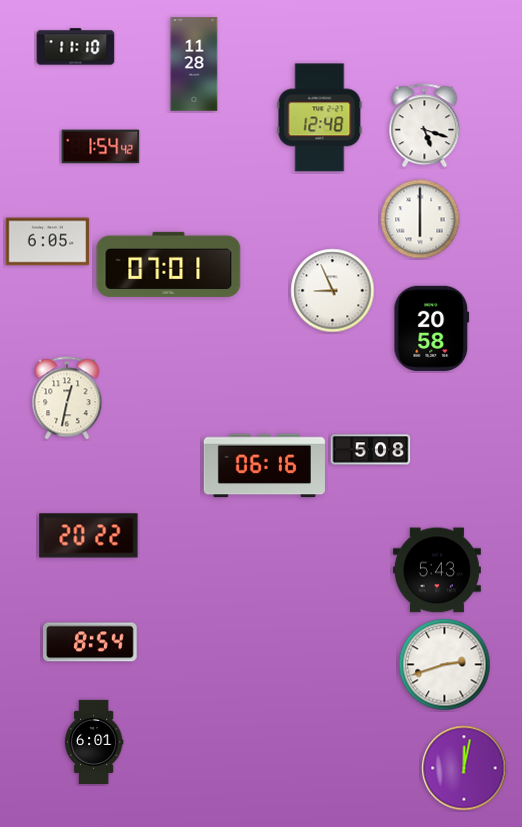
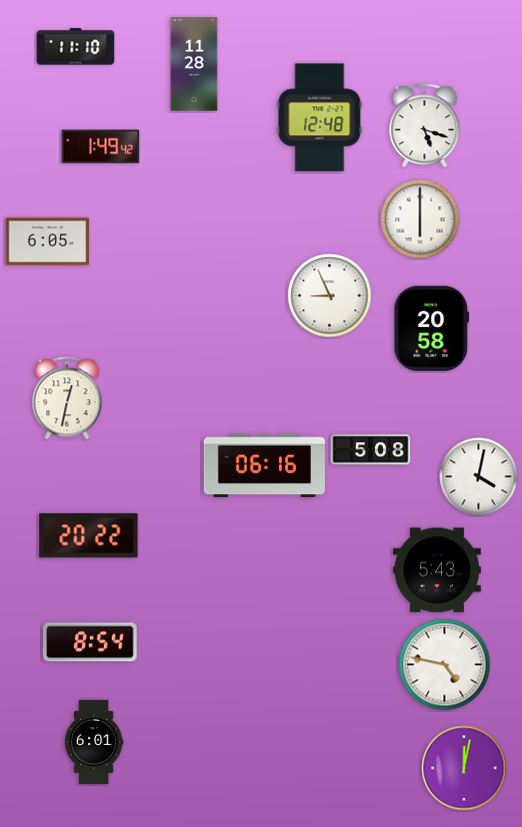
clock at (101, 147): 1:54 -> 1:49
clock at (169, 264): 07:01 -> none
clock at (333, 291) position: (333, 291) -> (330, 296)
clock at (479, 477): none -> 4:02
clock at (445, 665): 2:42 -> 4:47
